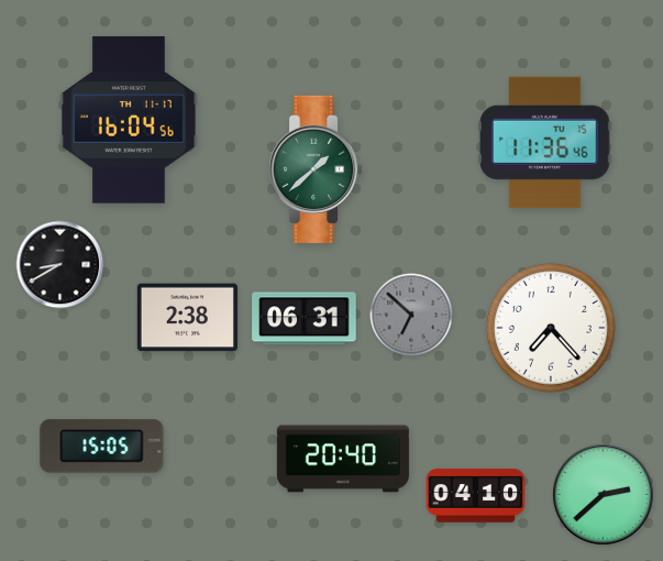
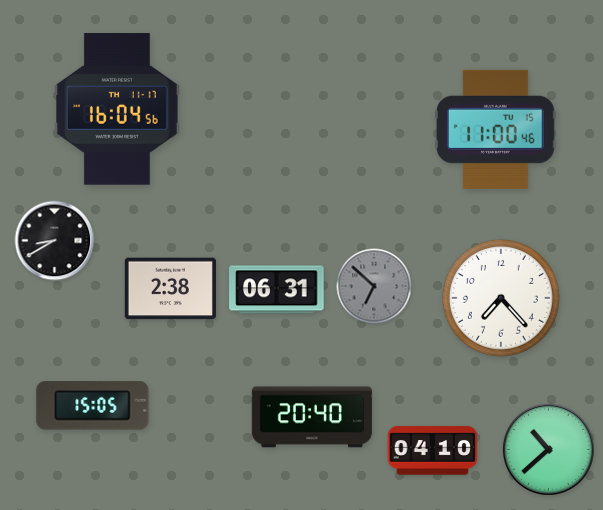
clock at (544, 142): 11:36 -> 11:00
clock at (317, 169): 1:38 -> none
clock at (603, 494): 2:38 -> 10:38
